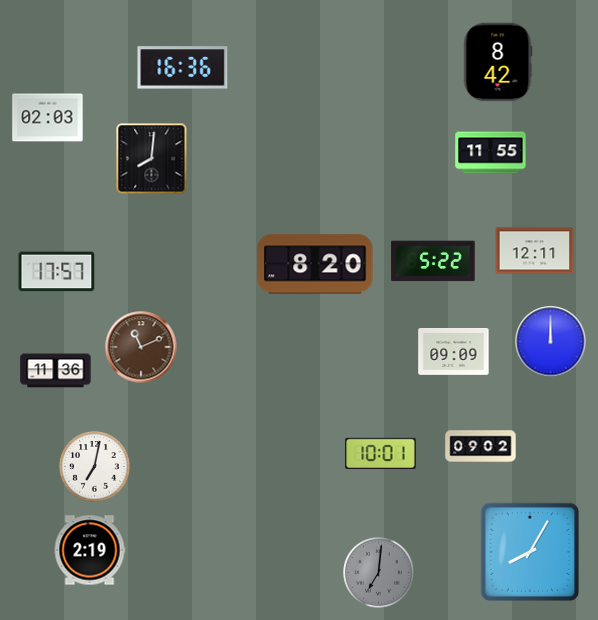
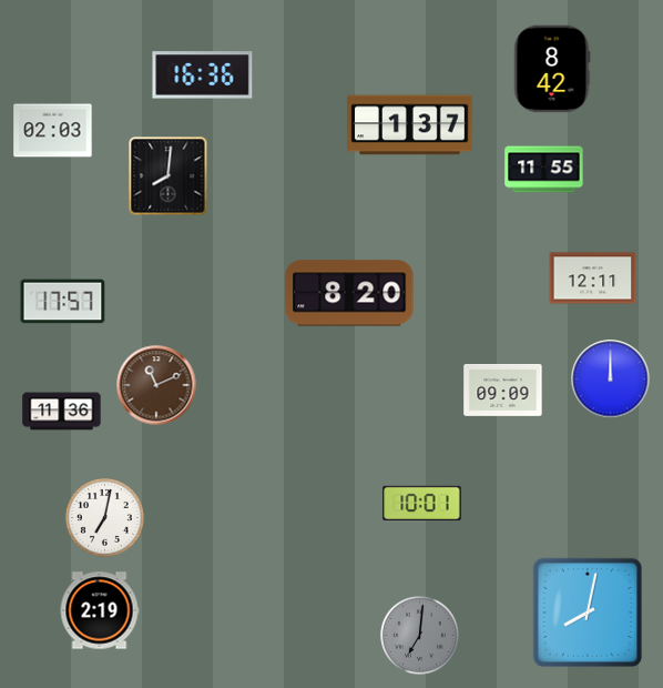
clock at (410, 125): none -> 1:37
clock at (433, 261): 5:22 -> none
clock at (481, 447): 09:02 -> none
clock at (529, 551): 8:05 -> 8:02
